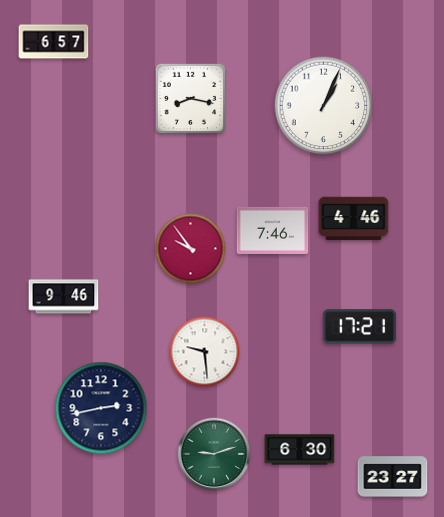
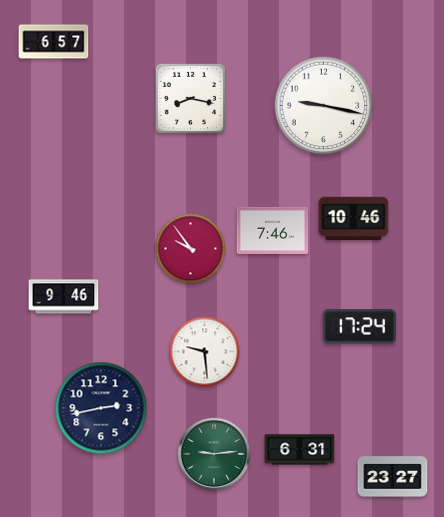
clock at (324, 106): 1:04 -> 9:17
clock at (354, 219): 4:46 -> 10:46
clock at (359, 327): 17:21 -> 17:24
clock at (300, 450): 6:30 -> 6:31
clock at (214, 454): 9:12 -> 9:14
